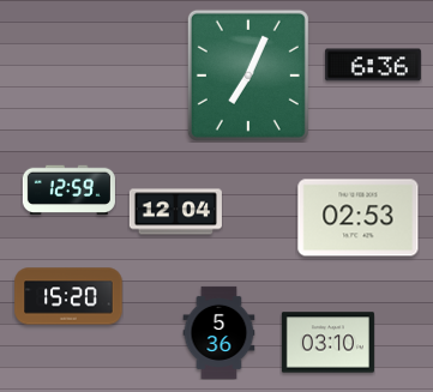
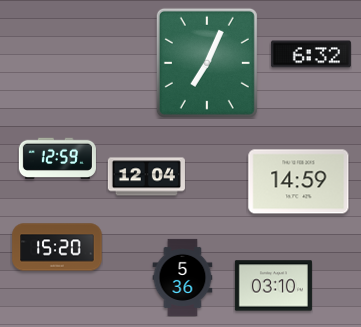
clock at (373, 65): 6:36 -> 6:32
clock at (359, 218): 02:53 -> 14:59
